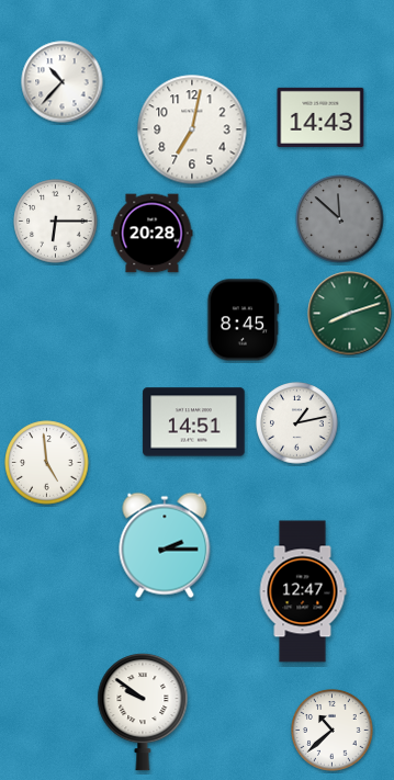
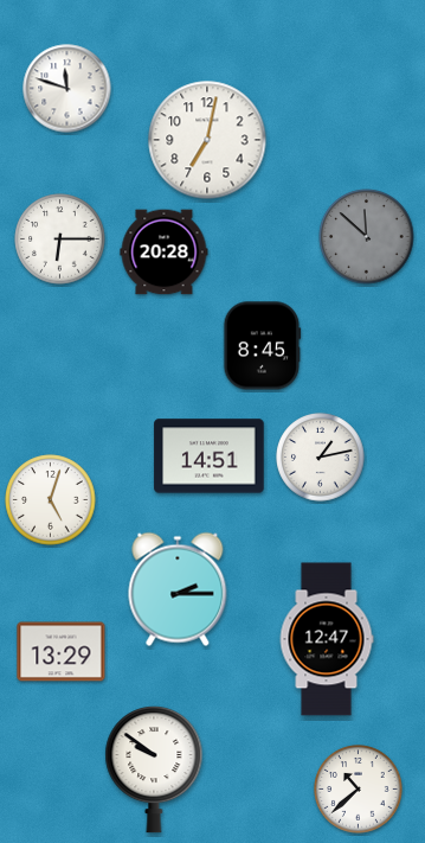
clock at (63, 82): 10:37 -> 11:48
clock at (320, 117): 14:43 -> none
clock at (350, 314): 8:12 -> none
clock at (47, 463): 4:59 -> 5:03
clock at (62, 652): none -> 13:29
